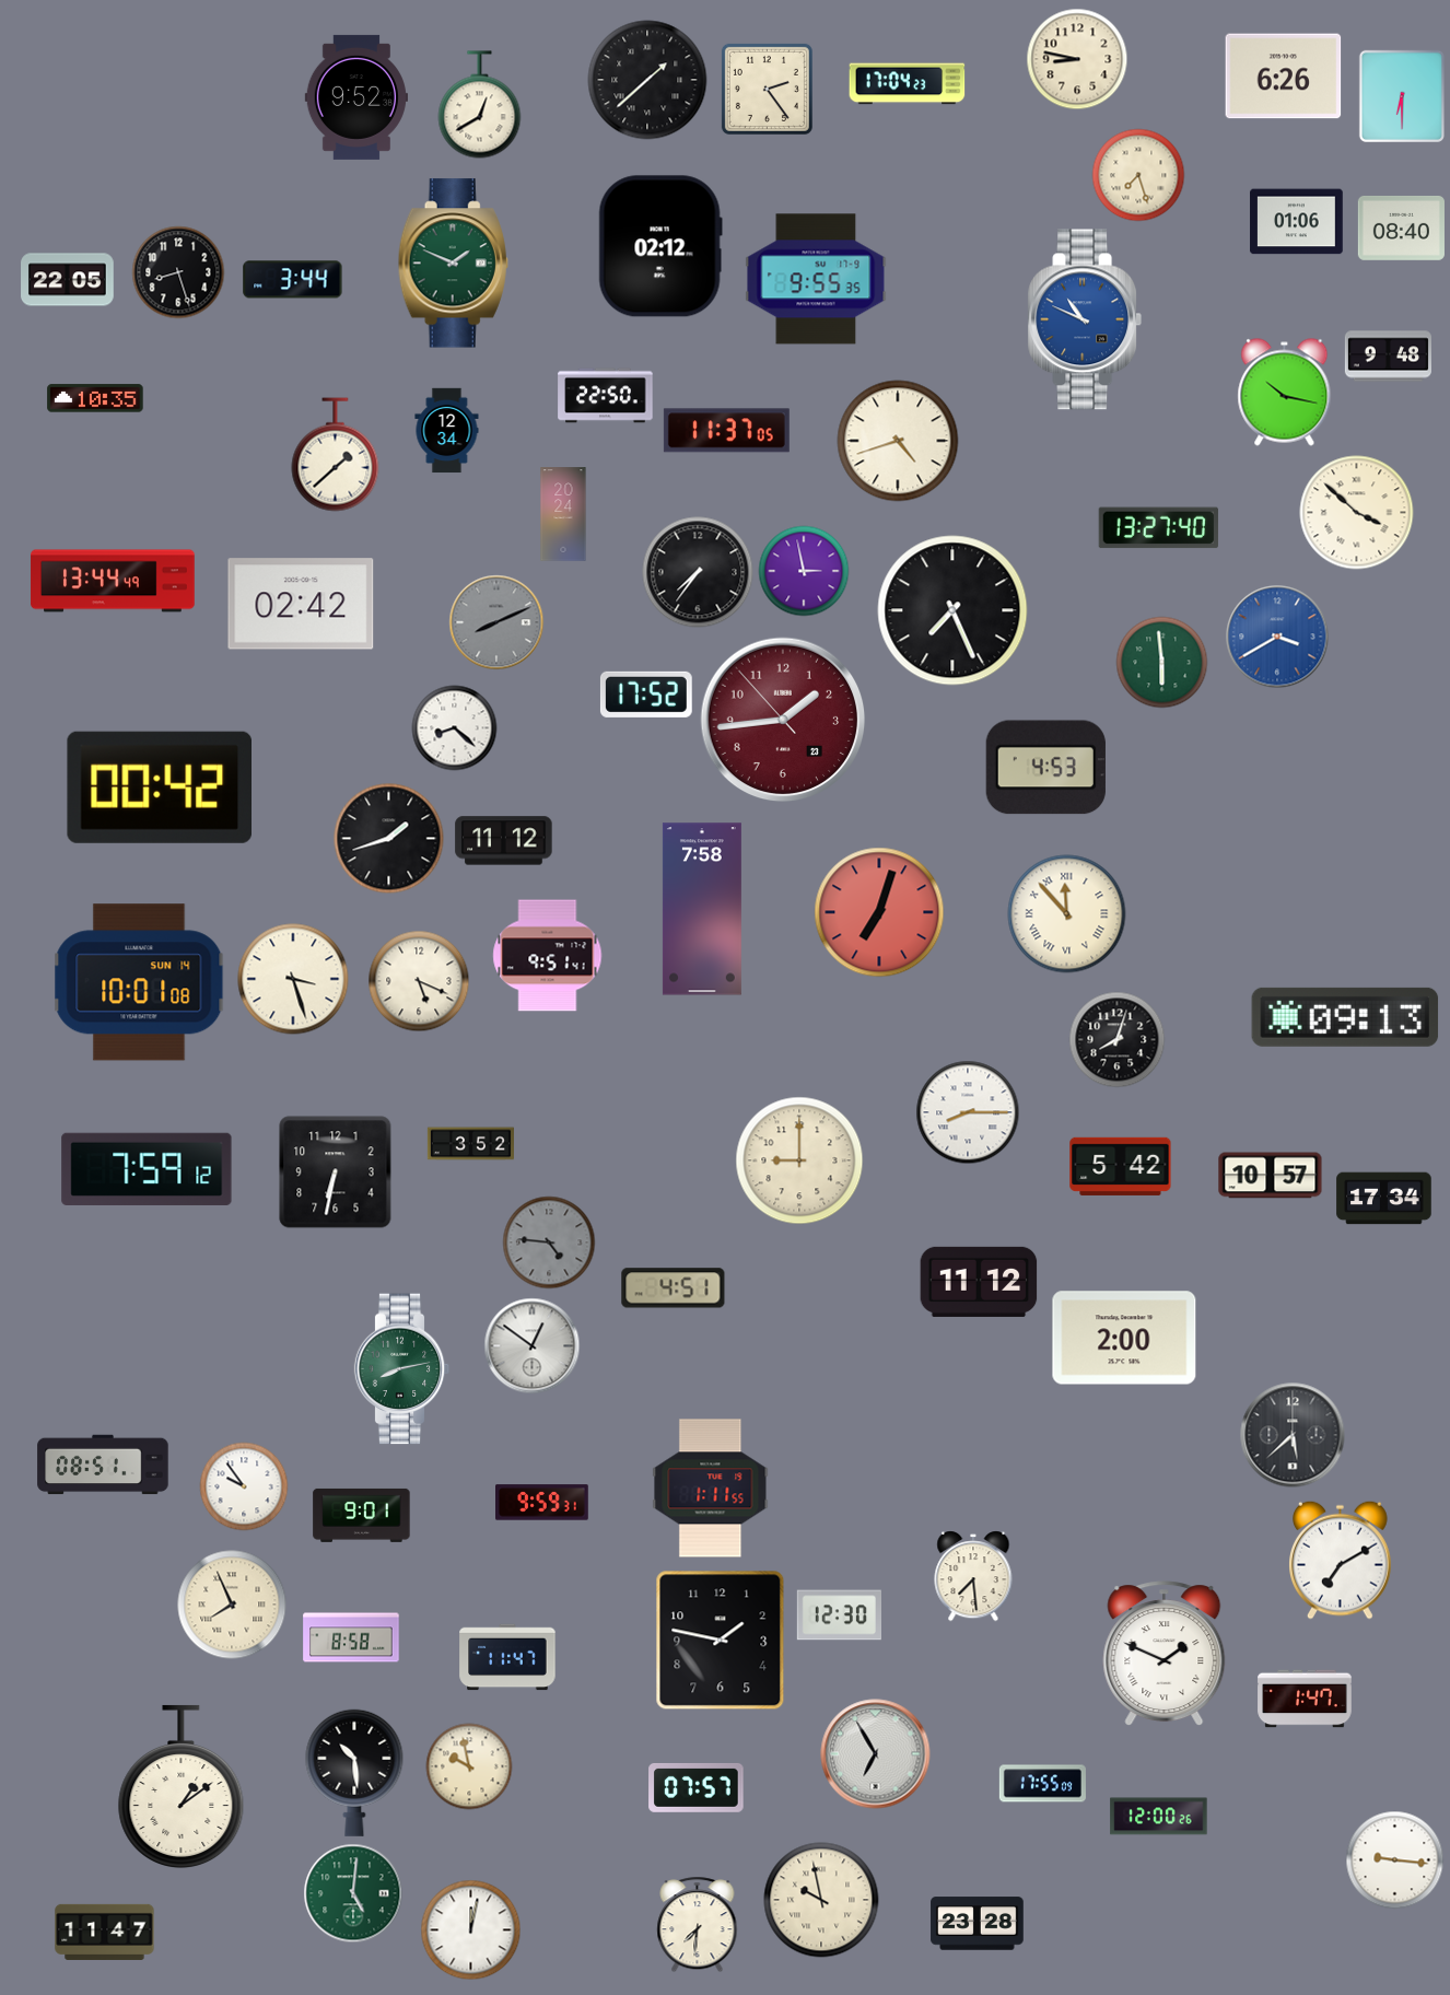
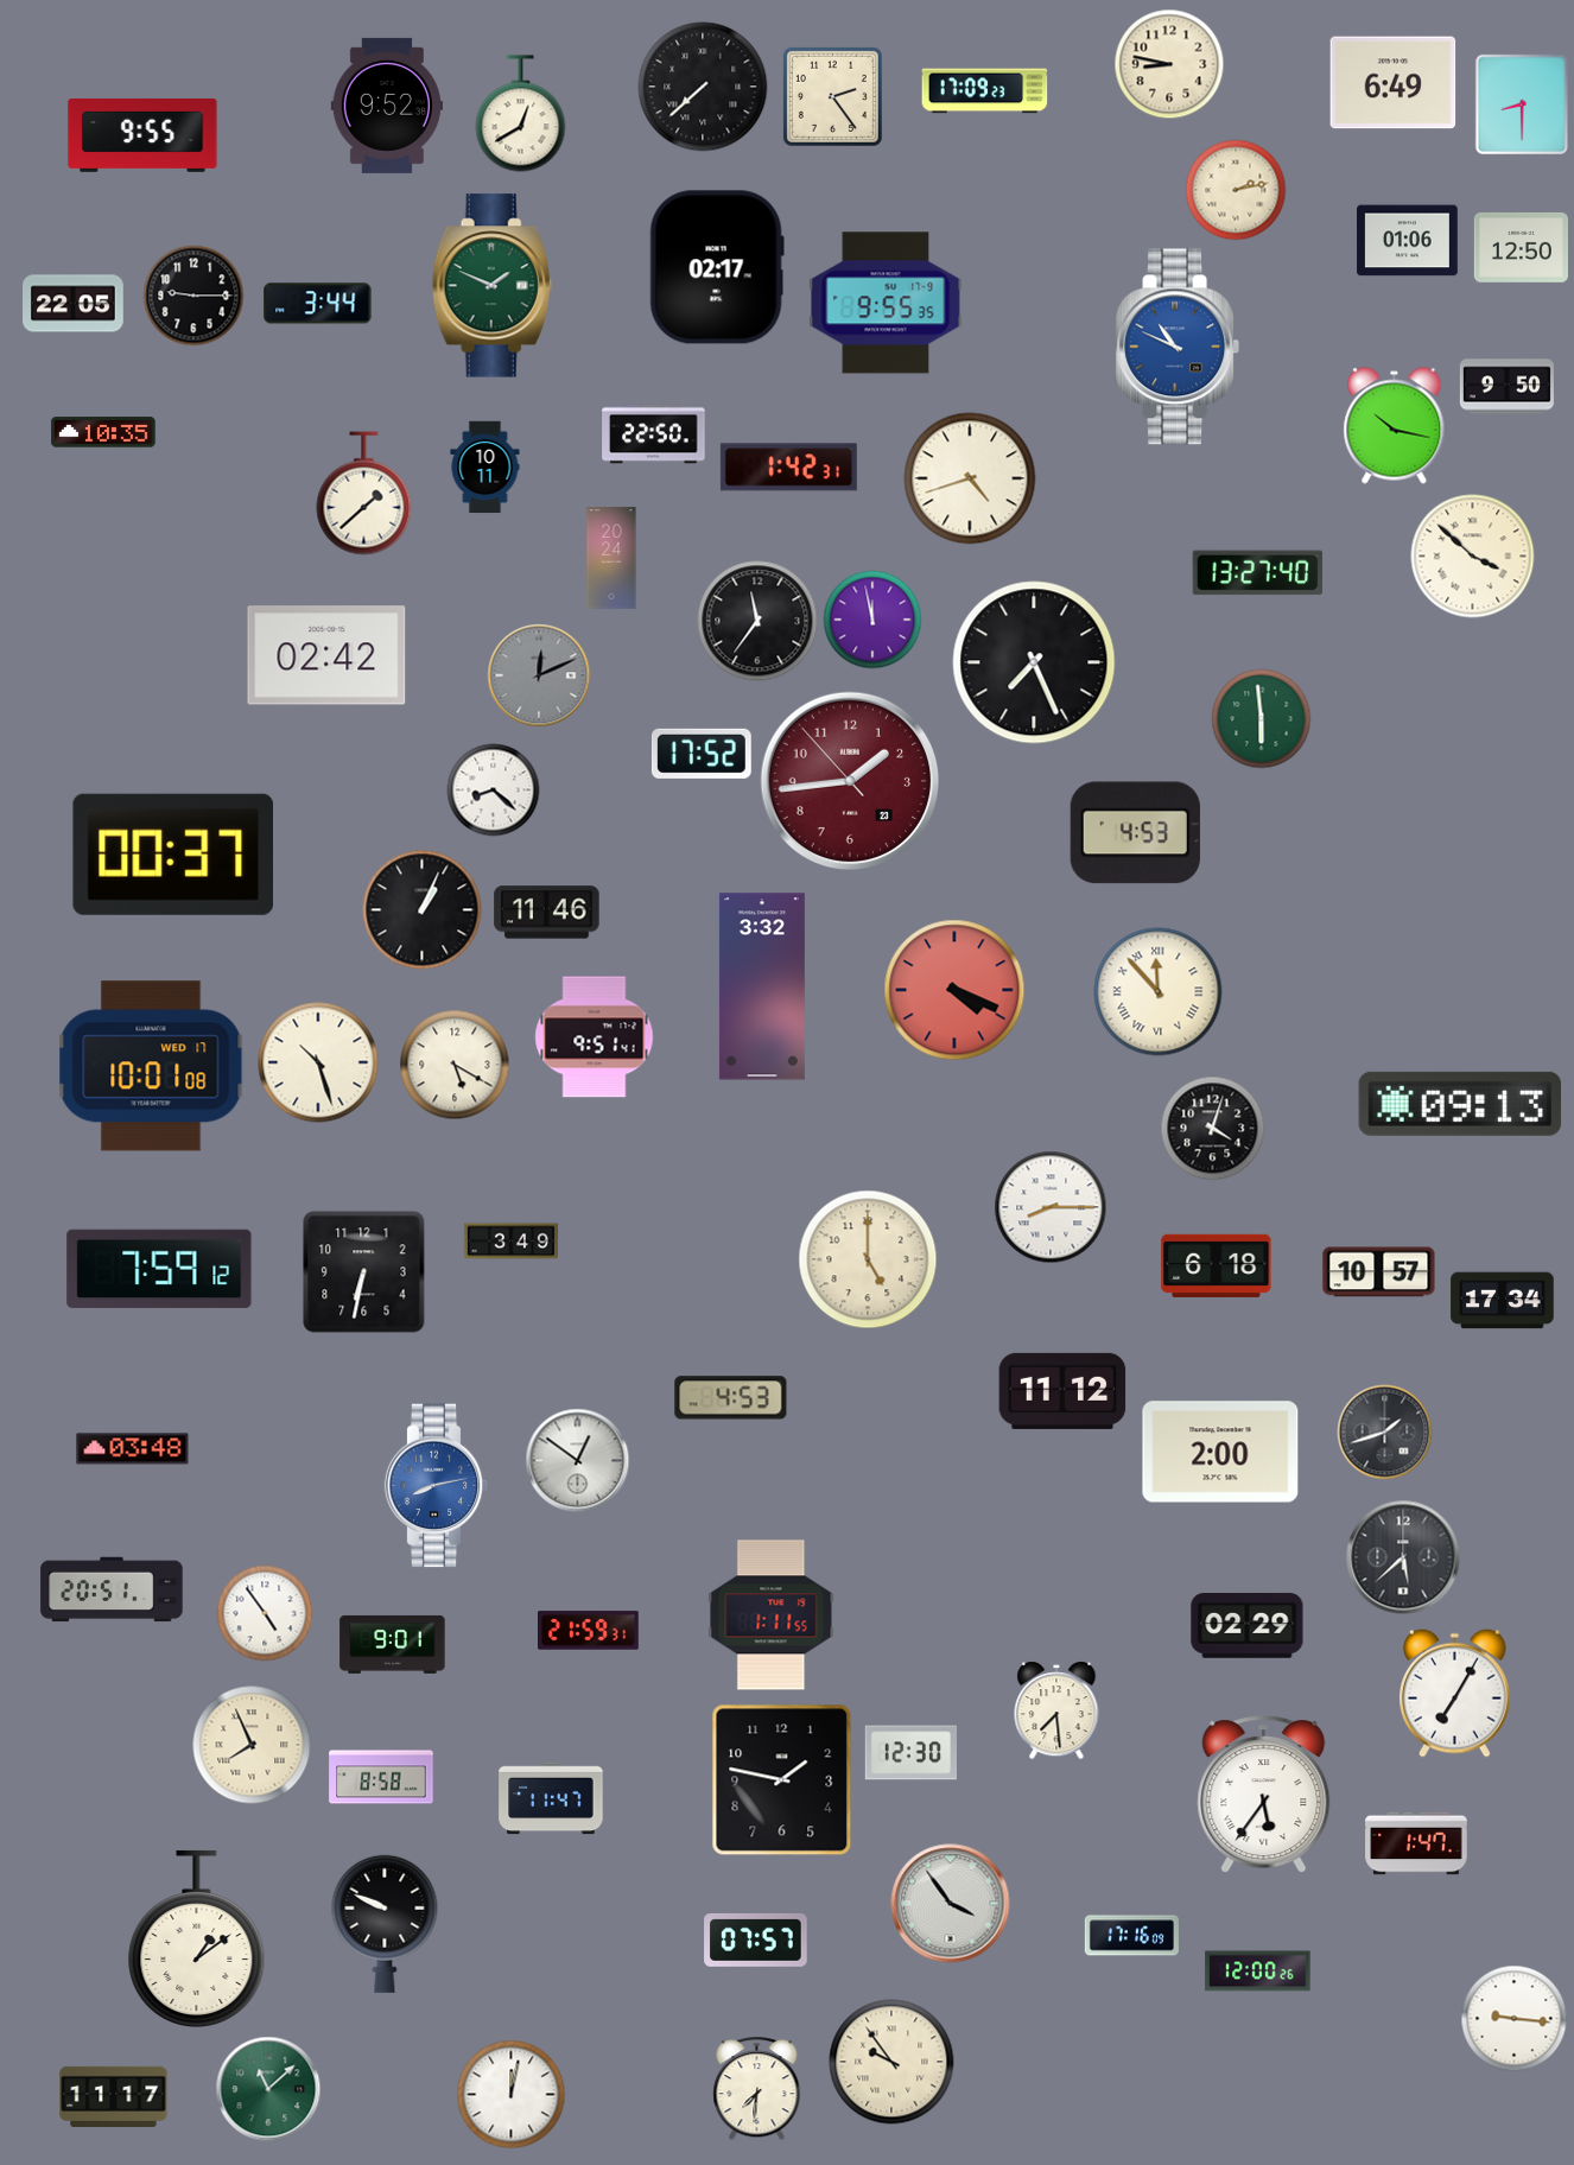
clock at (1284, 77): 6:26 -> 6:49
clock at (647, 80): 1:38 -> 7:38
clock at (908, 84): 17:04 -> 17:09
clock at (1402, 96): 6:30 -> 8:30
clock at (142, 135): none -> 9:55
clock at (1138, 175): 7:27 -> 2:13
clock at (1401, 227): 08:40 -> 12:50
clock at (660, 246): 02:12 -> 02:17
clock at (178, 272): 8:27 -> 9:15
clock at (1388, 357): 9:48 -> 9:50
clock at (606, 396) position: (606, 396) -> (654, 434)
clock at (447, 431): 12:34 -> 10:11
clock at (726, 431): 11:37 -> 1:42
clock at (898, 441) position: (898, 441) -> (970, 478)
clock at (804, 571): 2:58 -> 11:58
clock at (698, 572): 7:36 -> 11:36
clock at (113, 581): 13:44 -> none
clock at (496, 622): 8:11 -> 12:11
clock at (1277, 637): 3:40 -> none
clock at (159, 787): 00:42 -> 00:37
clock at (389, 839): 1:42 -> 1:04
clock at (504, 841): 11:12 -> 11:46
clock at (702, 909): 7:58 -> 3:32
clock at (879, 912): 7:03 -> 4:19
clock at (293, 979): 3:27 -> 10:27
clock at (419, 981): 5:19 -> 5:20
clock at (139, 982) date: SUN 14 -> WED 17
clock at (1118, 1040): 8:03 -> 4:03
clock at (470, 1144): 3:52 -> 3:49
clock at (799, 1160): 9:00 -> 5:00
clock at (1121, 1166): 5:42 -> 6:18
clock at (1271, 1176) position: (1271, 1176) -> (1379, 1272)
clock at (549, 1242): 4:46 -> none
clock at (674, 1288): 4:51 -> 4:53
clock at (1385, 1433): none -> 1:42
clock at (133, 1449): none -> 03:48
clock at (402, 1369) dial: green -> blue
clock at (103, 1465): 08:51 -> 20:51
clock at (244, 1486): 9:54 -> 4:54
clock at (1248, 1626): none -> 02:29
clock at (542, 1503): 9:59 -> 21:59
clock at (1341, 1560): 7:10 -> 7:05
clock at (232, 1605) position: (232, 1605) -> (252, 1745)
clock at (1165, 1654): 1:49 -> 5:36
clock at (876, 1754): 6:55 -> 3:54
clock at (469, 1766): 9:58 -> none
clock at (354, 1773): 10:29 -> 9:49
clock at (1042, 1784): 17:55 -> 17:16
clock at (353, 1893): 5:01 -> none
clock at (821, 1900): 9:58 -> 9:54
clock at (978, 1924): 23:28 -> none
clock at (268, 2089): none -> 11:08
clock at (105, 1932): 11:47 -> 11:17
